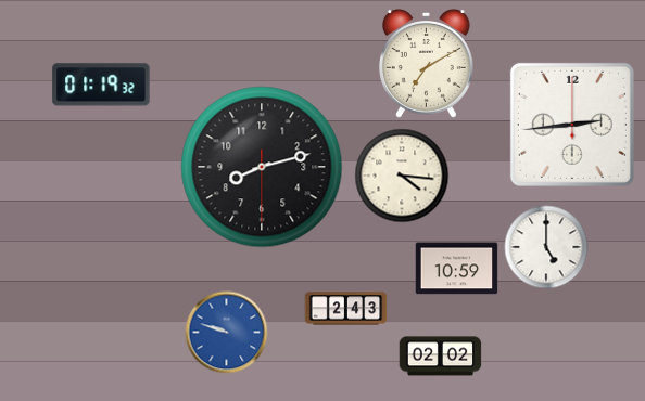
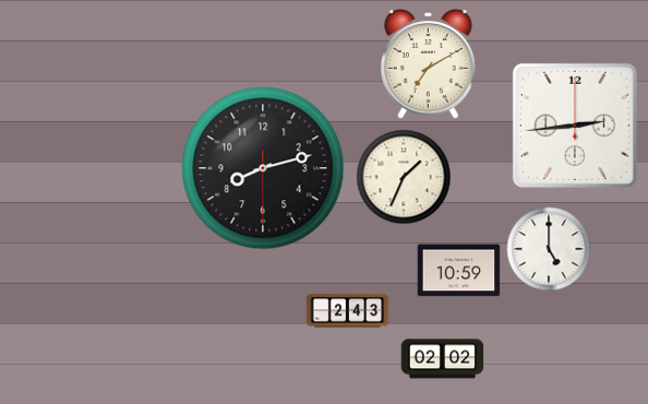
clock at (101, 85): 01:19 -> none
clock at (402, 176): 4:16 -> 1:34
clock at (227, 333): 9:48 -> none
